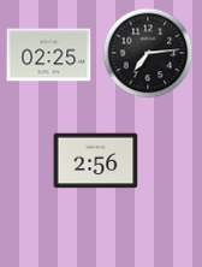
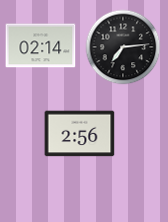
clock at (148, 53) position: (148, 53) -> (123, 47)
clock at (49, 55): 02:25 -> 02:14
